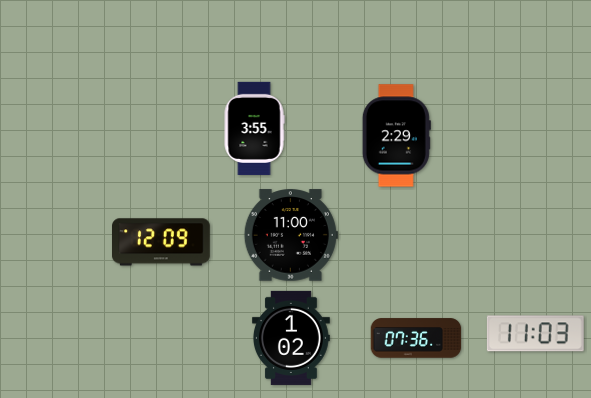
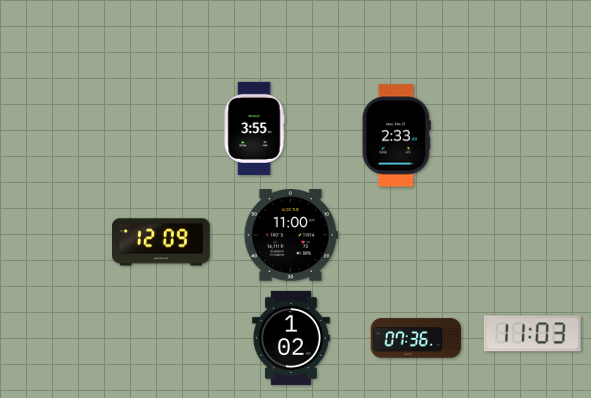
clock at (396, 136): 2:29 -> 2:33
clock at (535, 334) position: (535, 334) -> (532, 334)
